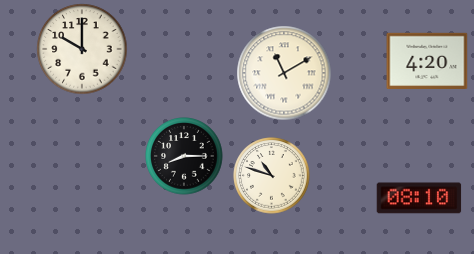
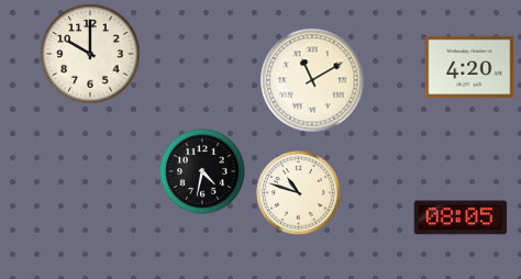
clock at (184, 156): 8:15 -> 4:32
clock at (419, 198): 08:10 -> 08:05
